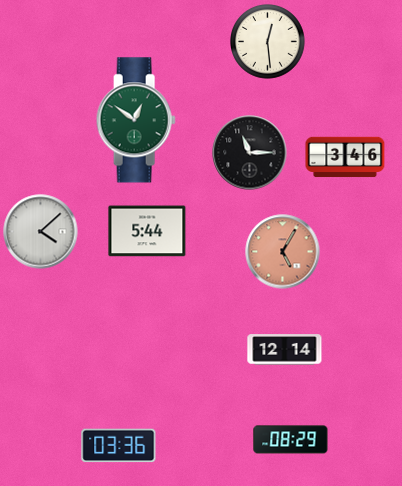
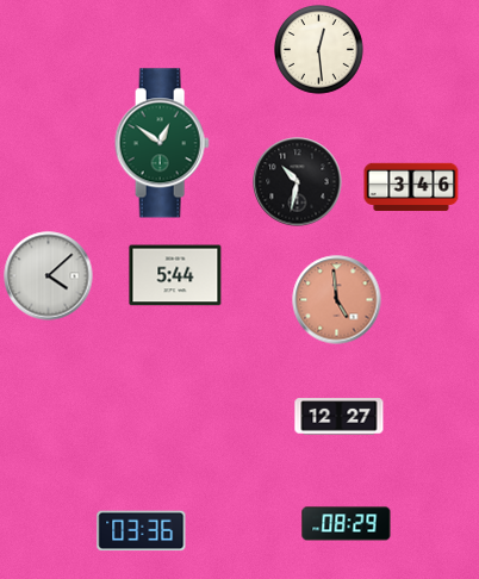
clock at (250, 153): 11:15 -> 10:32
clock at (283, 252): 5:05 -> 4:59
clock at (285, 350): 12:14 -> 12:27
